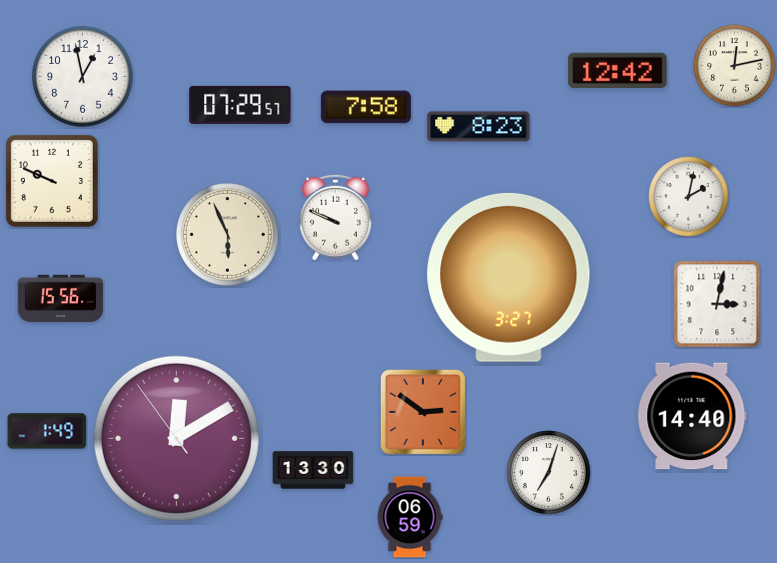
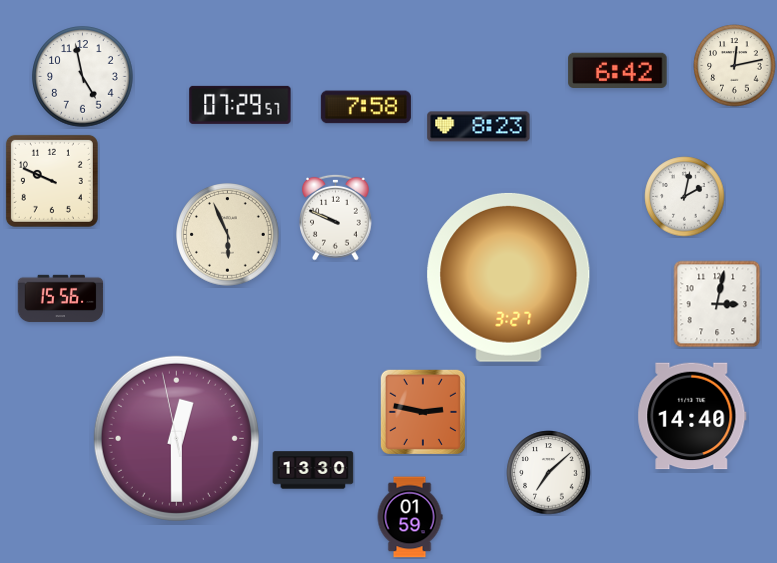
clock at (618, 71): 12:42 -> 6:42
clock at (83, 77): 12:58 -> 4:58
clock at (689, 197) position: (689, 197) -> (685, 197)
clock at (423, 412): 2:51 -> 2:47
clock at (47, 431): 1:49 -> none
clock at (176, 438): 12:09 -> 12:29
clock at (549, 473): 7:03 -> 7:08
clock at (410, 517): 06:59 -> 01:59
